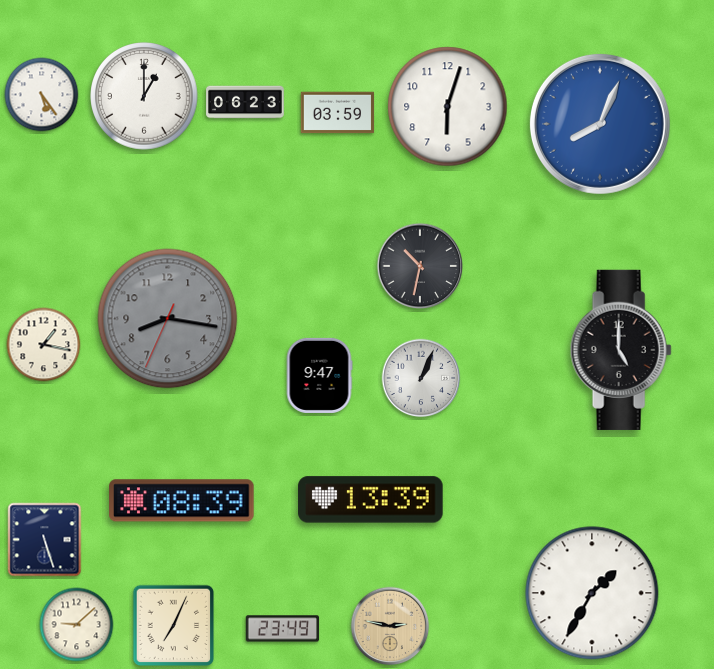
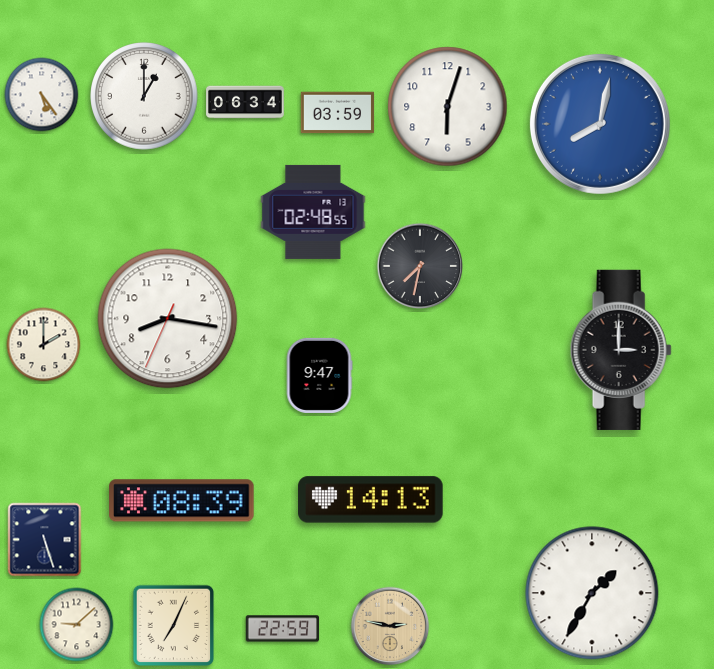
clock at (245, 102): 06:23 -> 06:34
clock at (600, 124): 8:04 -> 8:02
clock at (313, 212): none -> 02:48
clock at (420, 266): 10:32 -> 7:32
clock at (168, 319) dial: grey -> white
clock at (44, 345): 1:17 -> 2:00
clock at (621, 350): 5:00 -> 3:00
clock at (421, 378): 1:04 -> none
clock at (371, 500): 13:39 -> 14:13
clock at (283, 629): 23:49 -> 22:59
